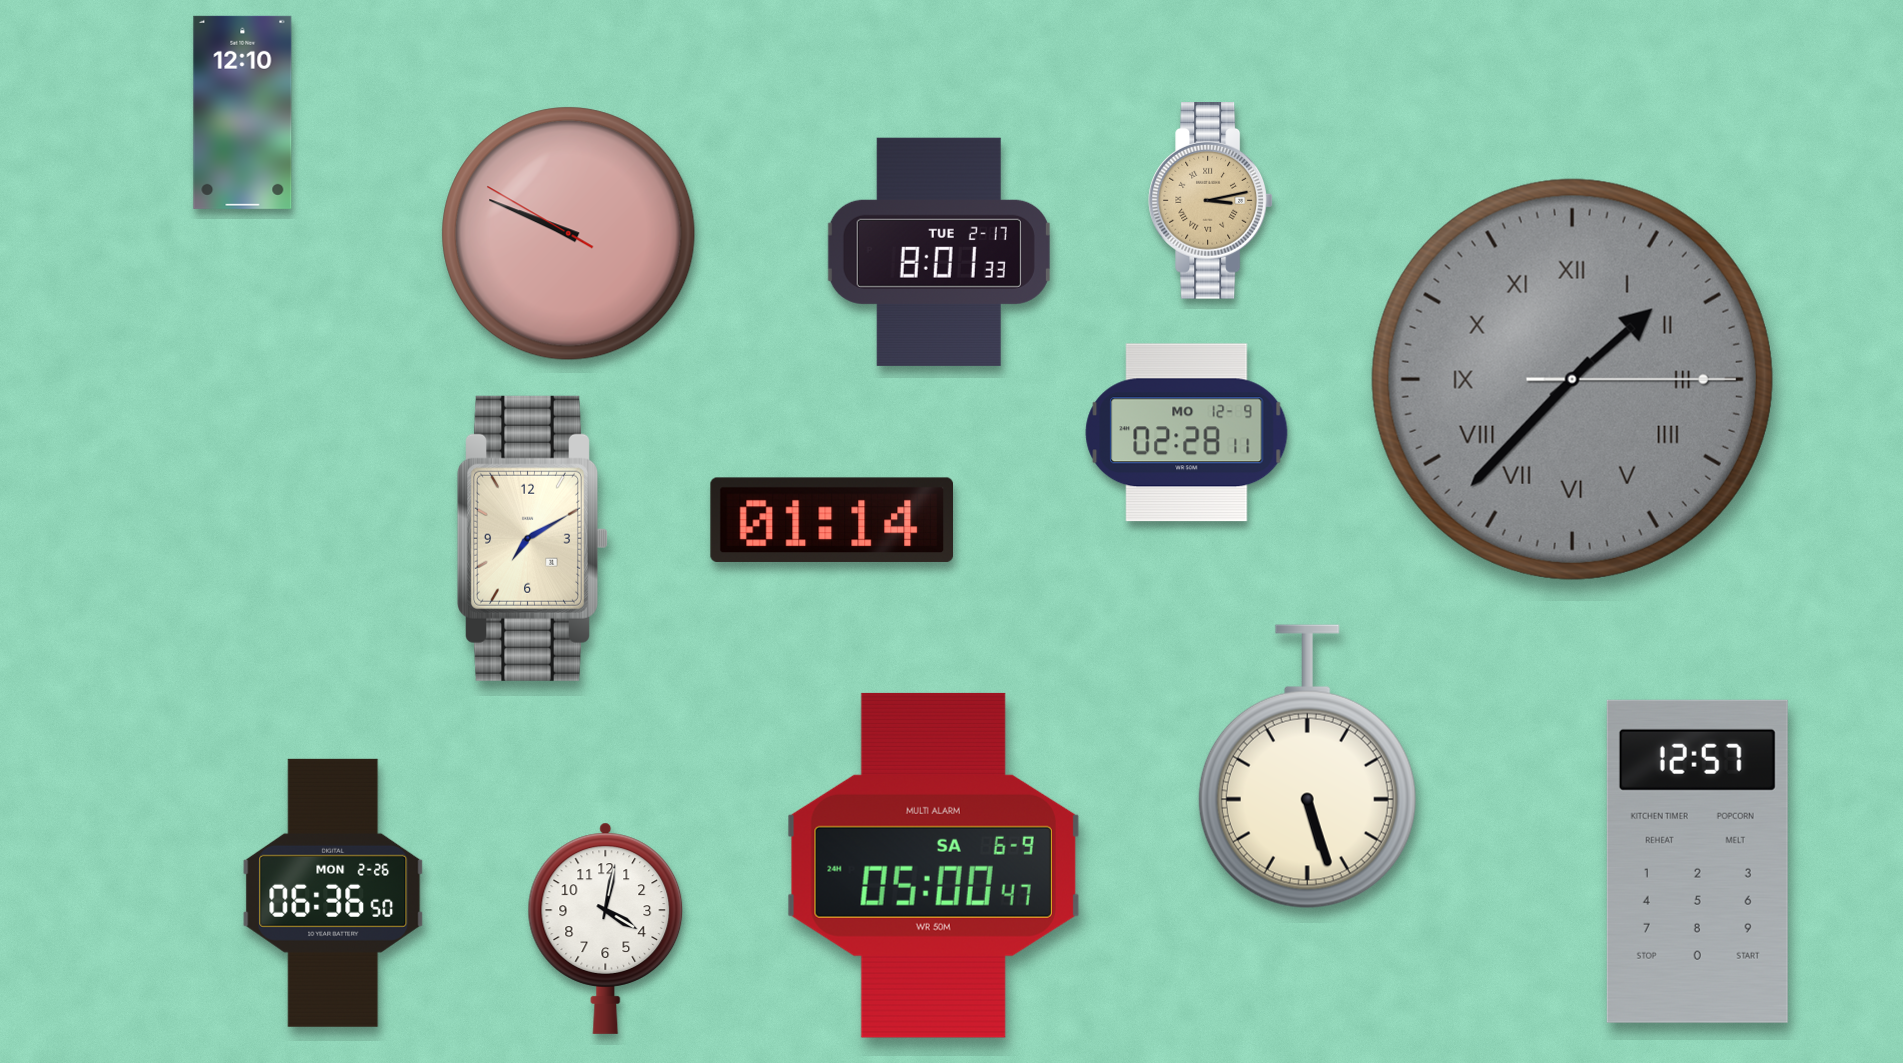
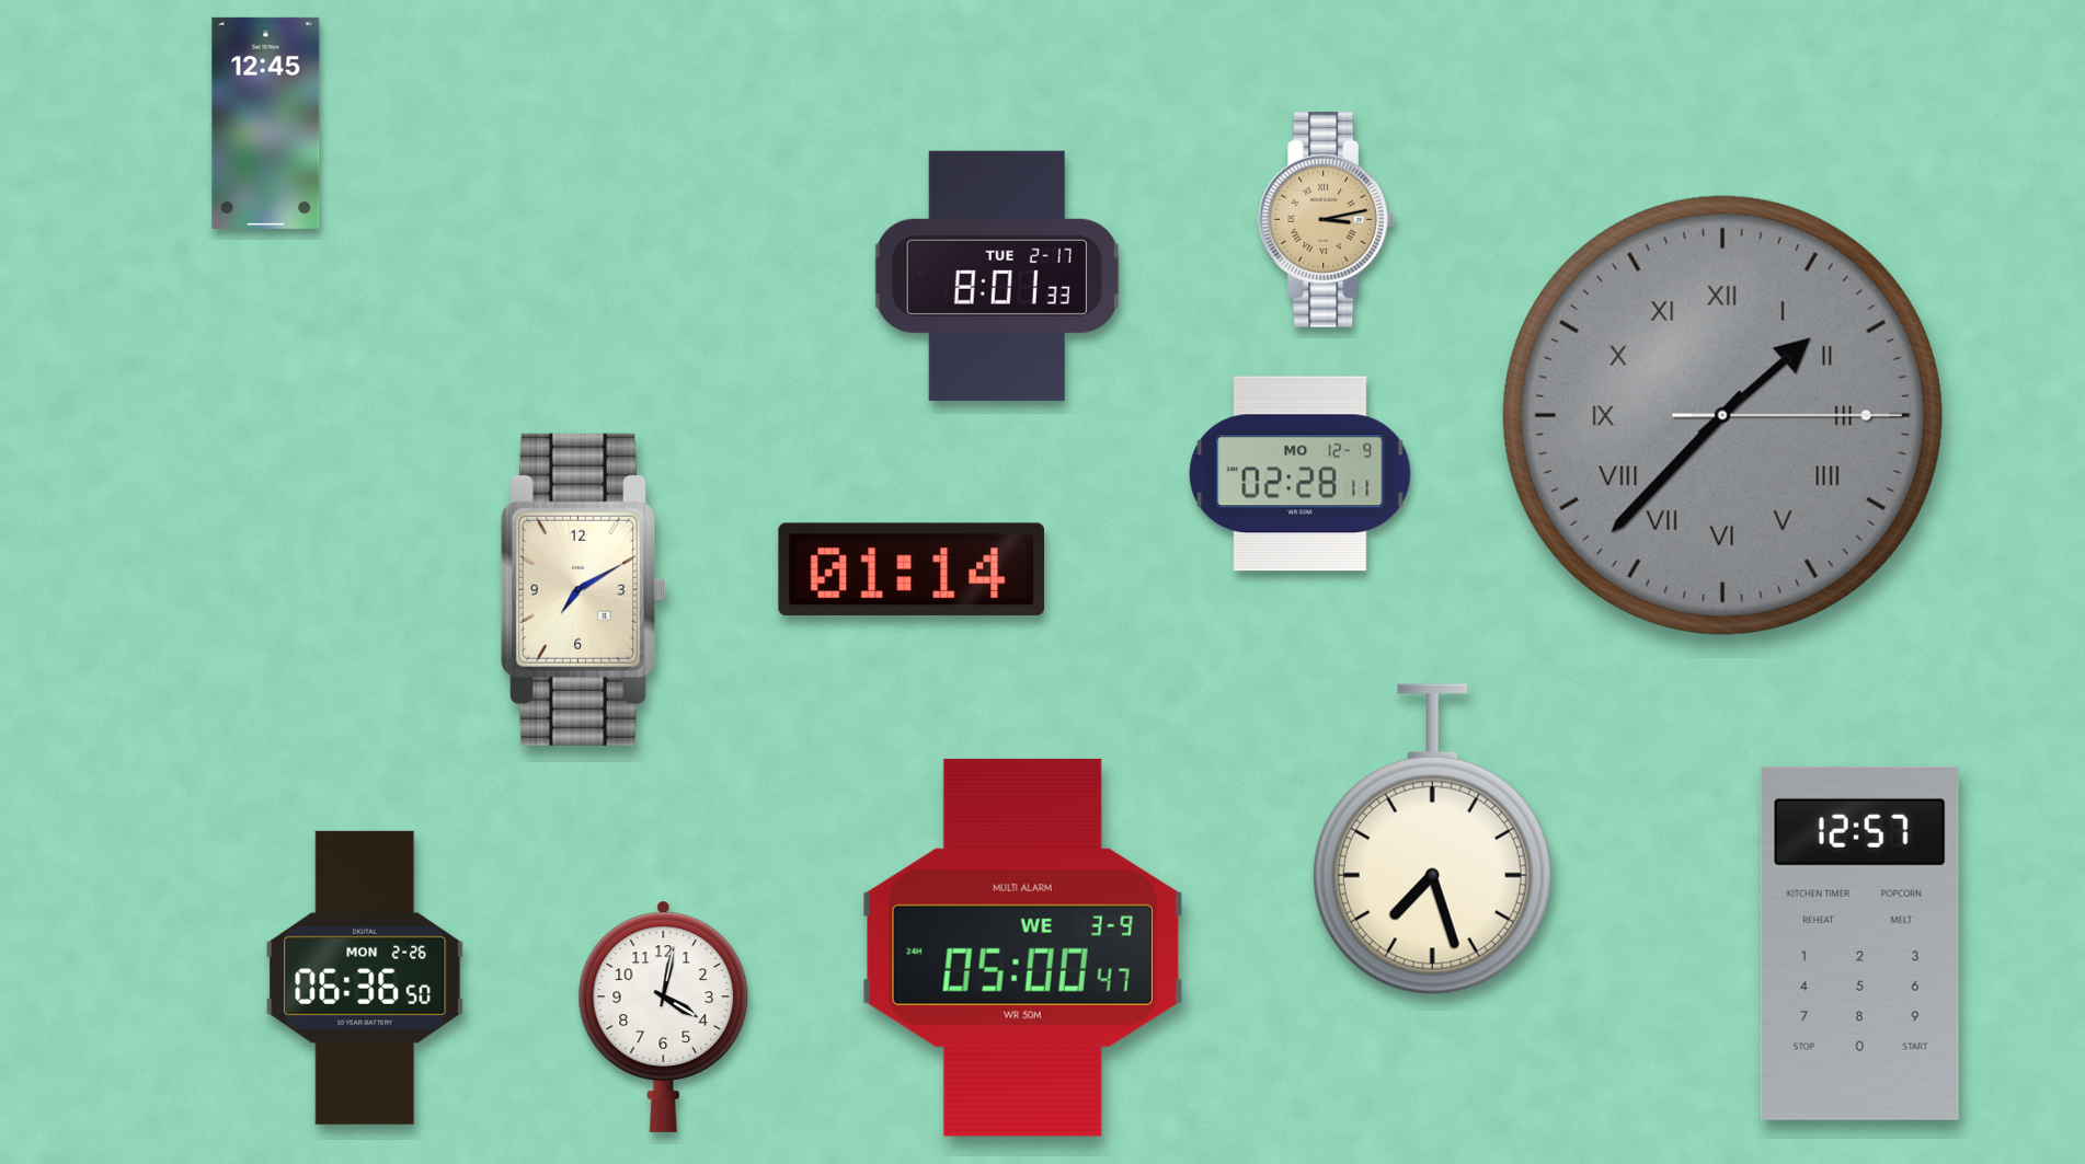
clock at (243, 112): 12:10 -> 12:45
clock at (569, 234): 9:48 -> none
clock at (939, 252) position: (939, 252) -> (997, 276)
clock at (1307, 767): 5:27 -> 7:27
clock at (933, 865) date: SA 6-9 -> WE 3-9
